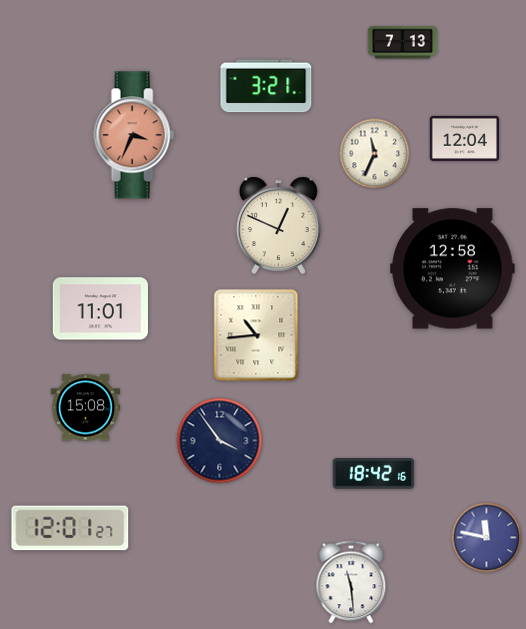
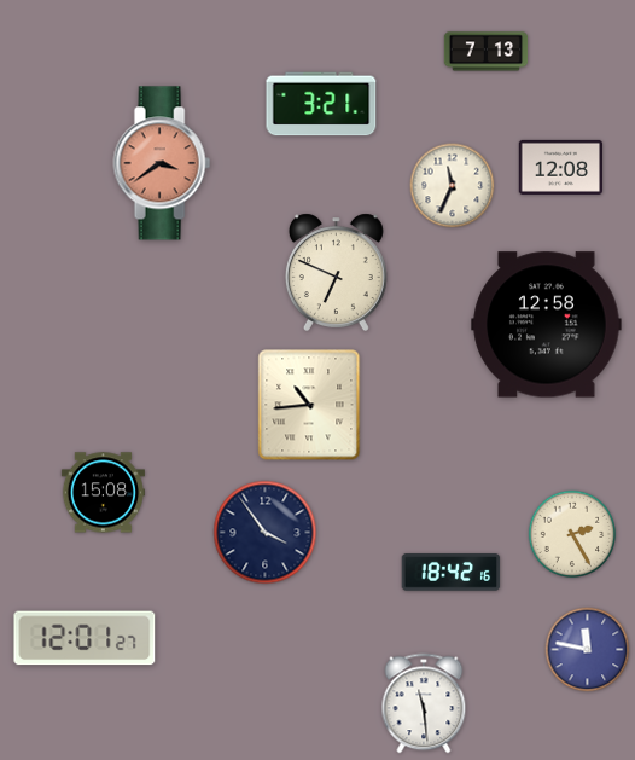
clock at (134, 135): 3:34 -> 3:39
clock at (465, 138): 12:04 -> 12:08
clock at (278, 225): 12:49 -> 6:49
clock at (100, 309): 11:01 -> none
clock at (572, 534): none -> 2:25
